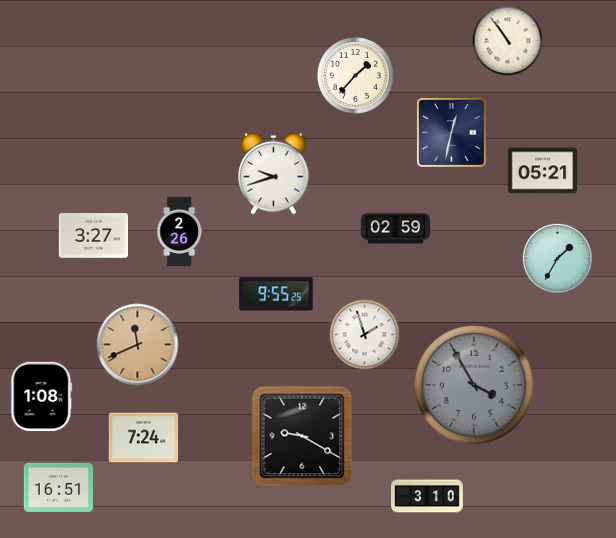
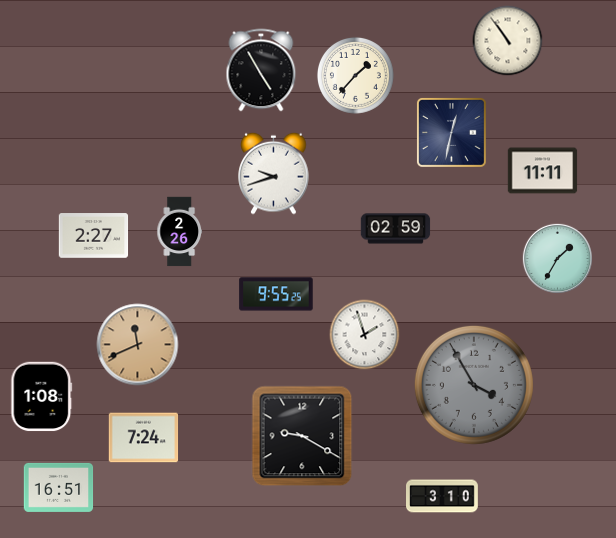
clock at (261, 70): none -> 4:55
clock at (543, 171): 05:21 -> 11:11
clock at (94, 236): 3:27 -> 2:27
clock at (428, 496) position: (428, 496) -> (443, 496)
